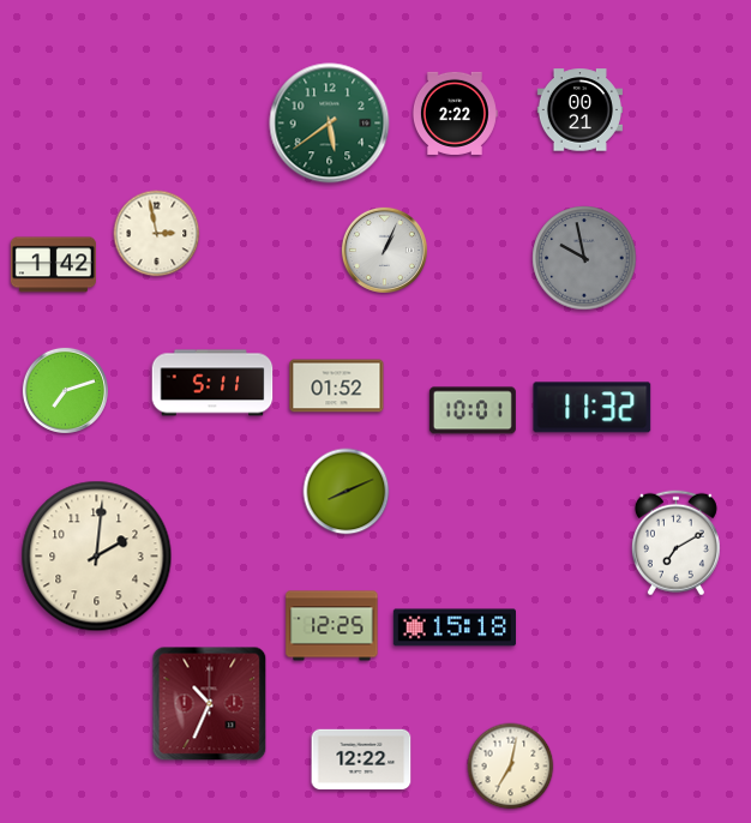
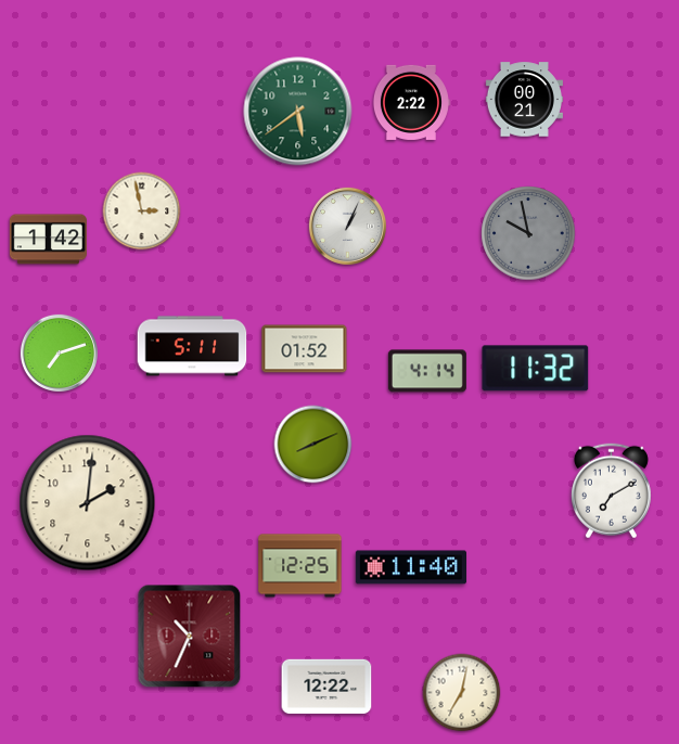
clock at (473, 410): 10:01 -> 4:14
clock at (453, 627): 15:18 -> 11:40
